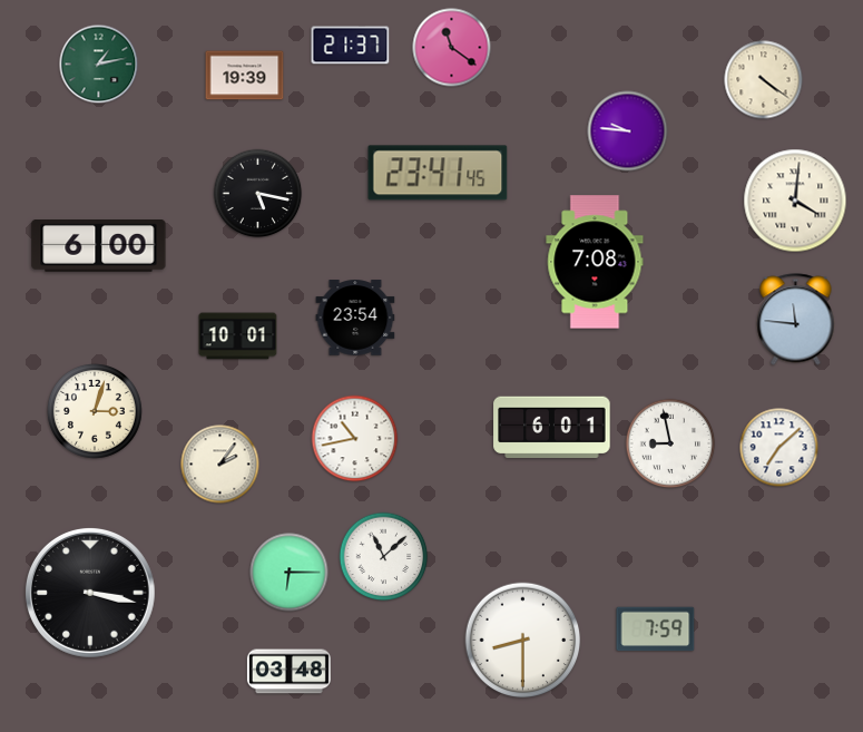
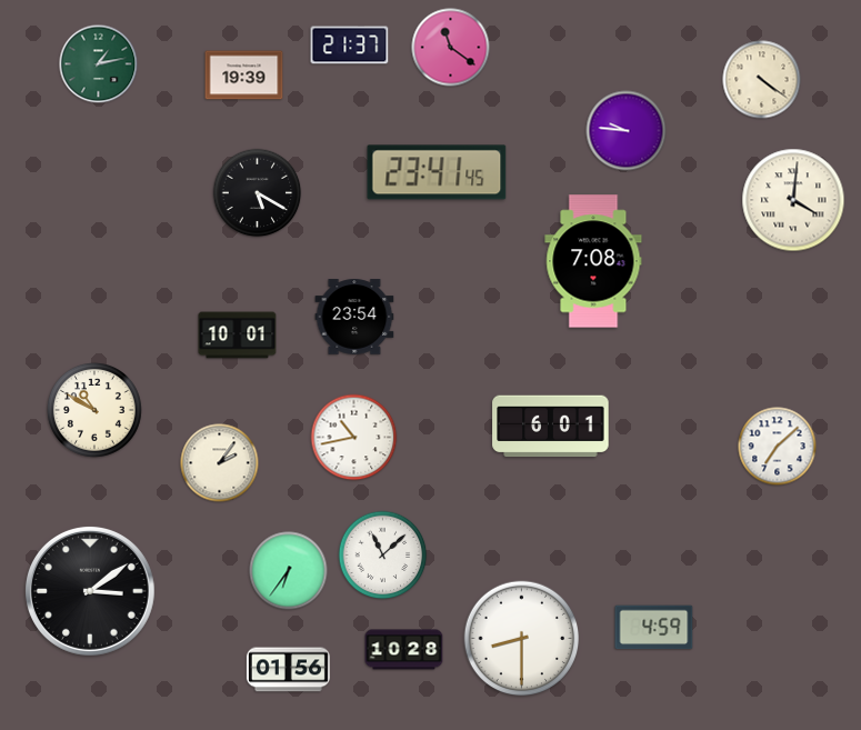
clock at (258, 194): 5:17 -> 5:20
clock at (99, 246): 6:00 -> none
clock at (796, 320): 11:46 -> none
clock at (96, 412): 3:03 -> 10:50
clock at (670, 443): 8:58 -> none
clock at (290, 573): 6:15 -> 6:36
clock at (90, 593): 3:17 -> 3:09
clock at (656, 629): 7:59 -> 4:59
clock at (404, 650): none -> 10:28
clock at (288, 672): 03:48 -> 01:56
